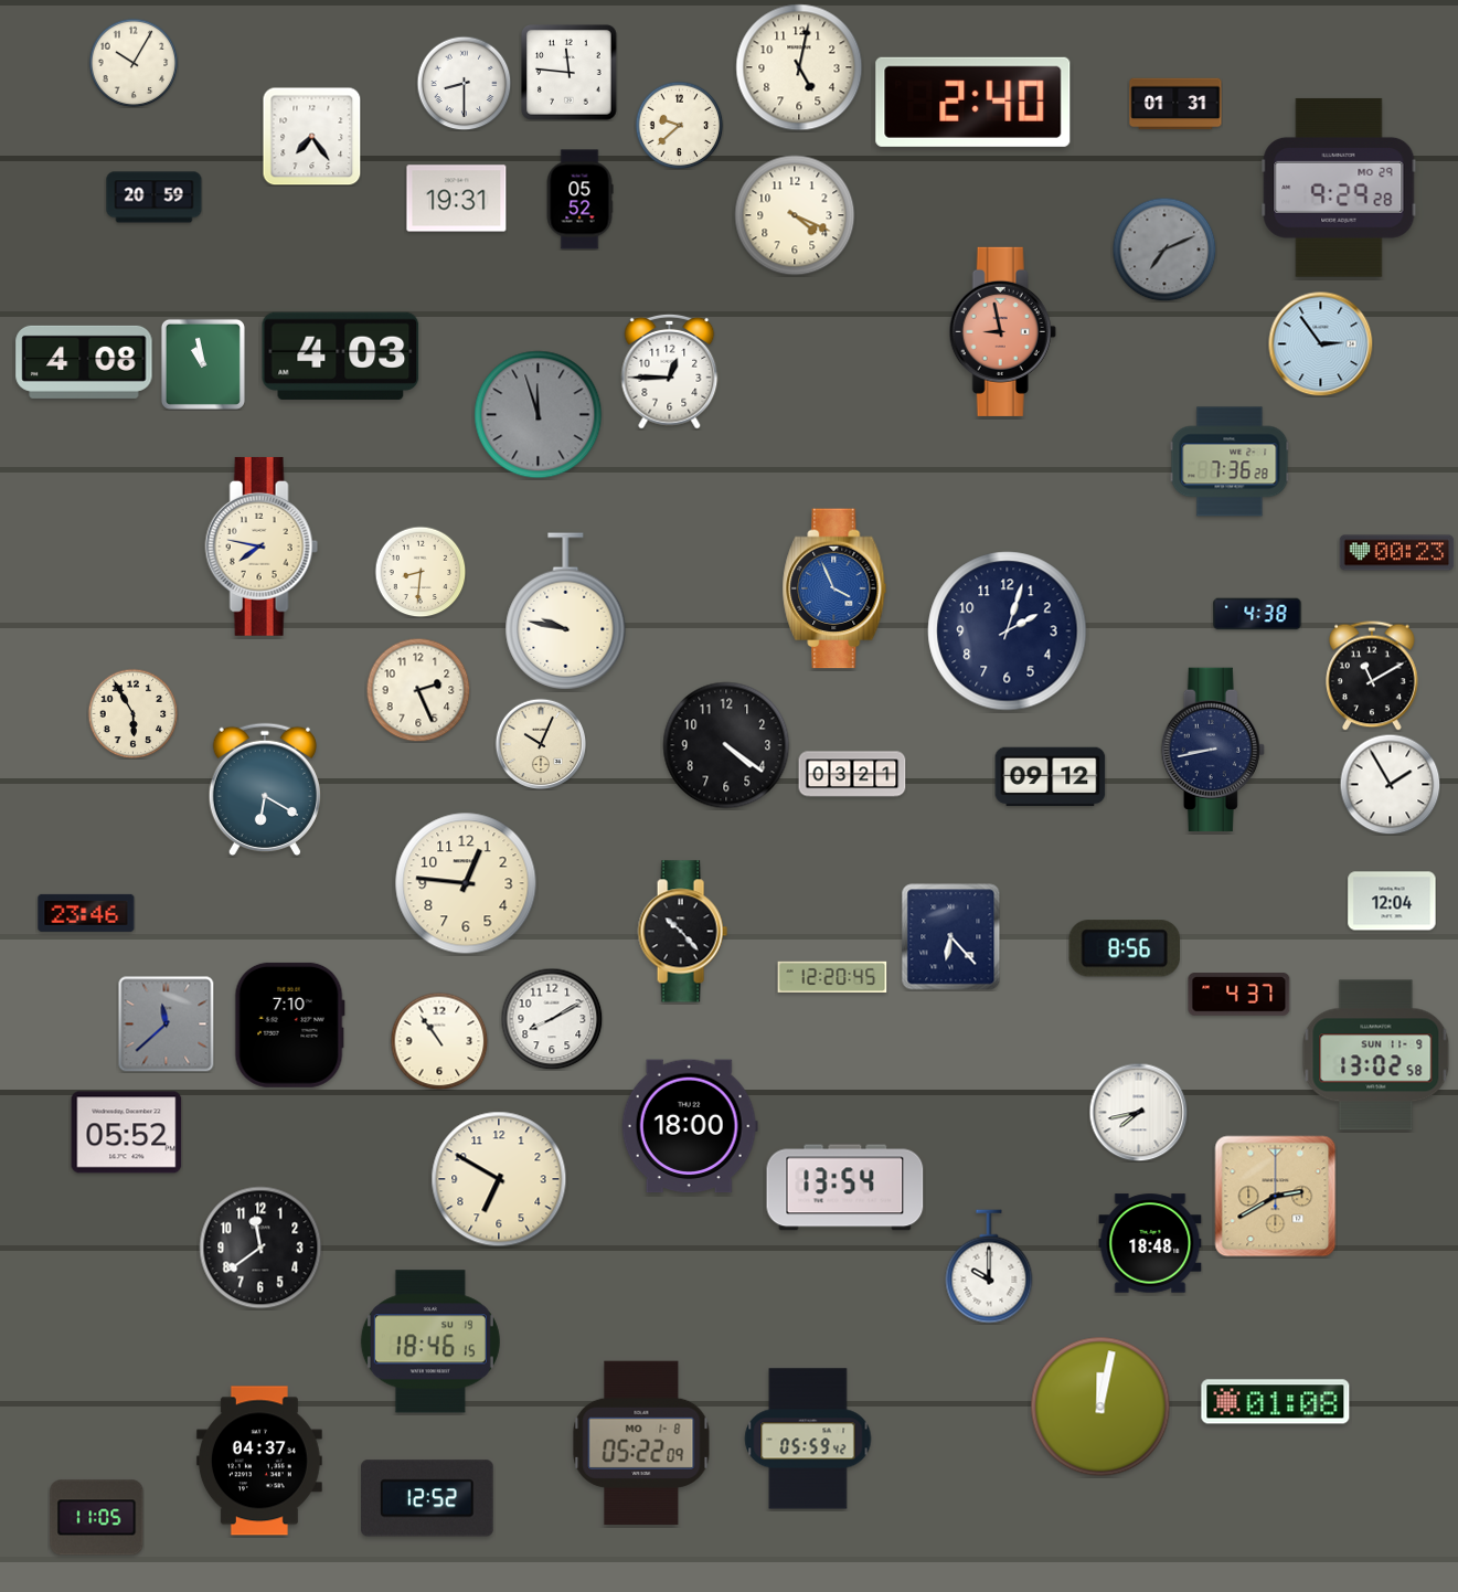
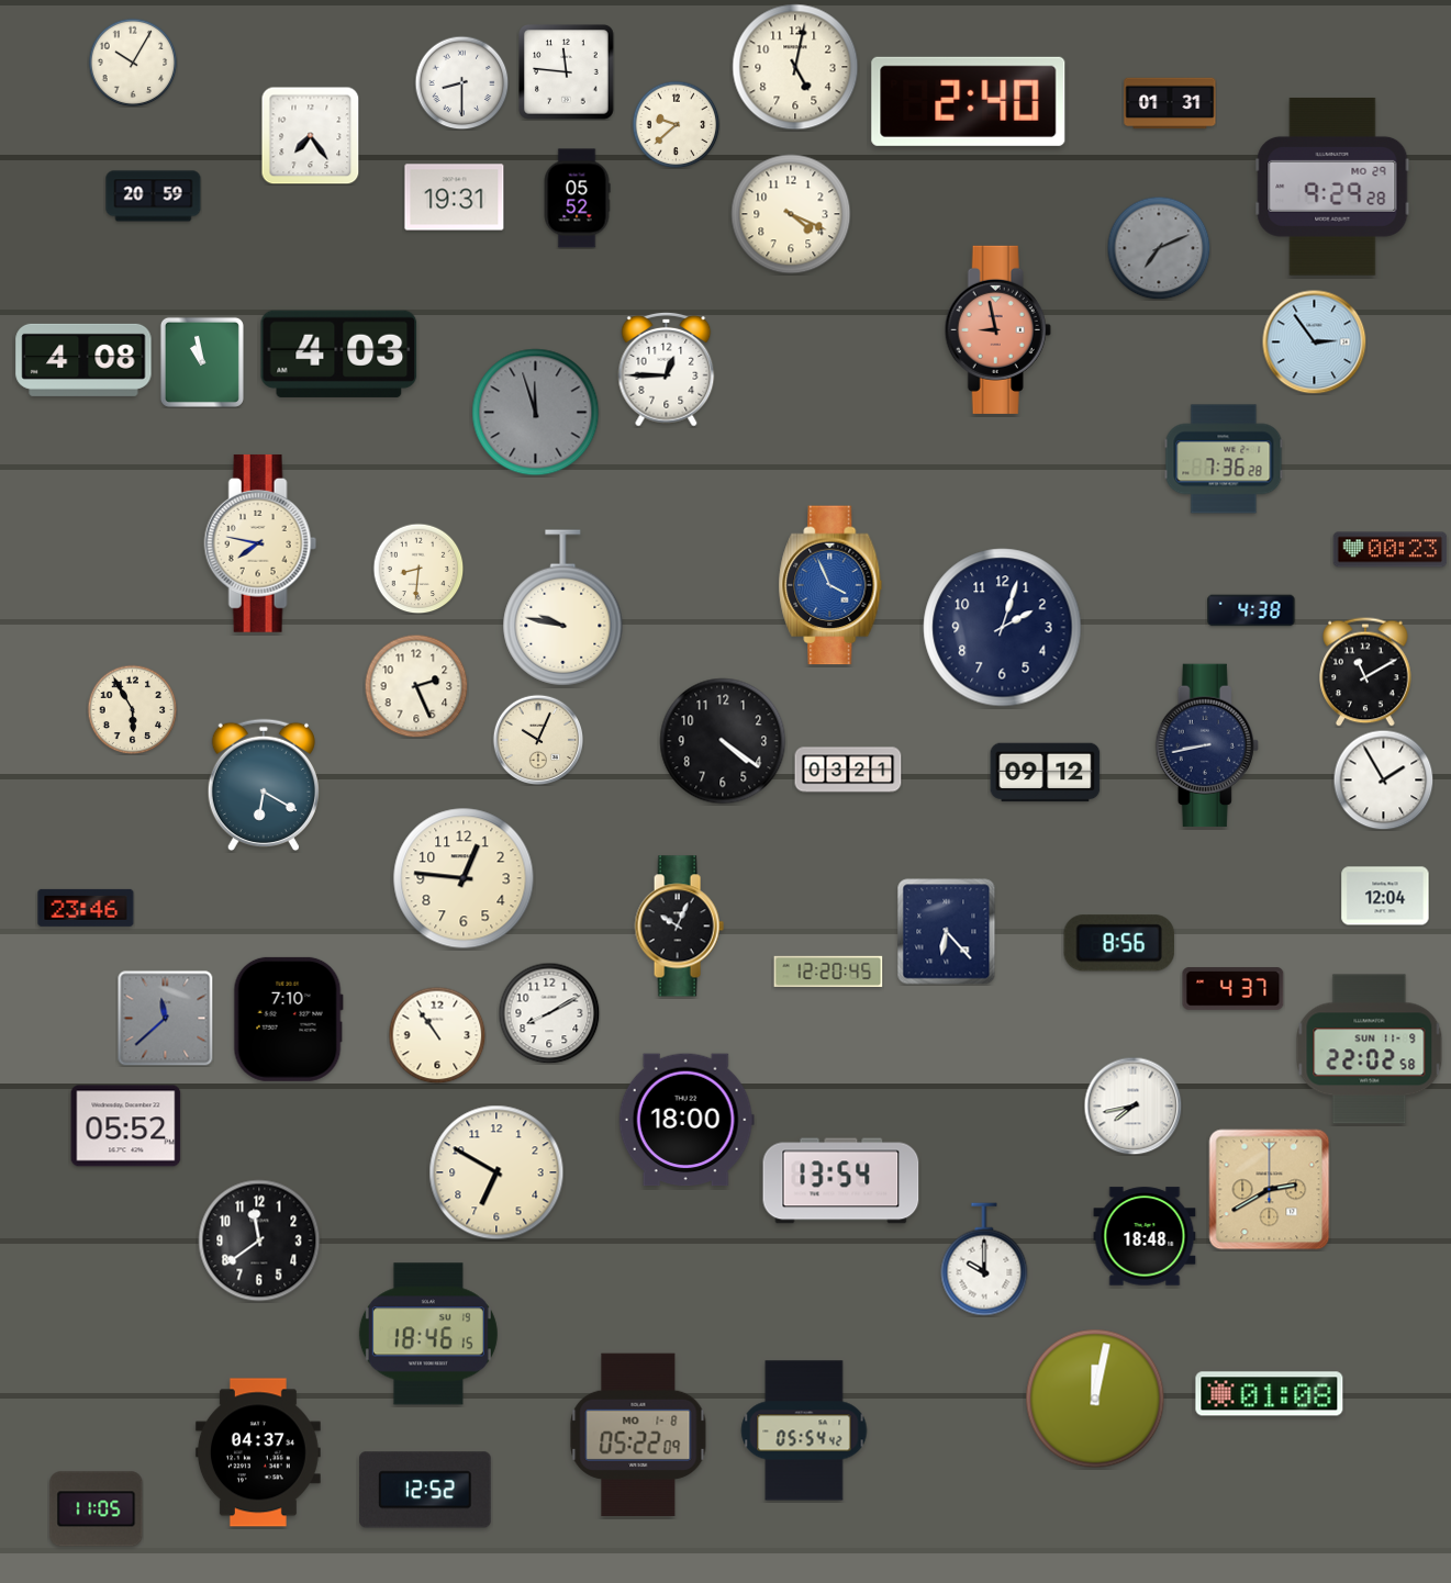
clock at (682, 932): 10:23 -> 10:04
clock at (1376, 1055): 13:02 -> 22:02
clock at (808, 1439): 05:59 -> 05:54
